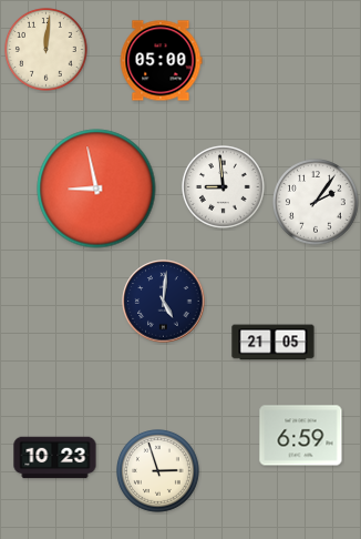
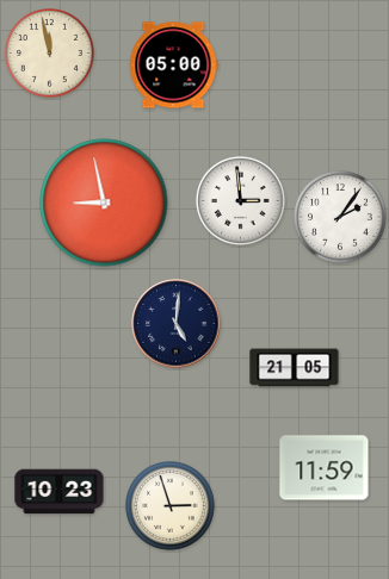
clock at (47, 50): 12:01 -> 11:58
clock at (224, 187): 8:59 -> 2:59
clock at (301, 436): 6:59 -> 11:59
